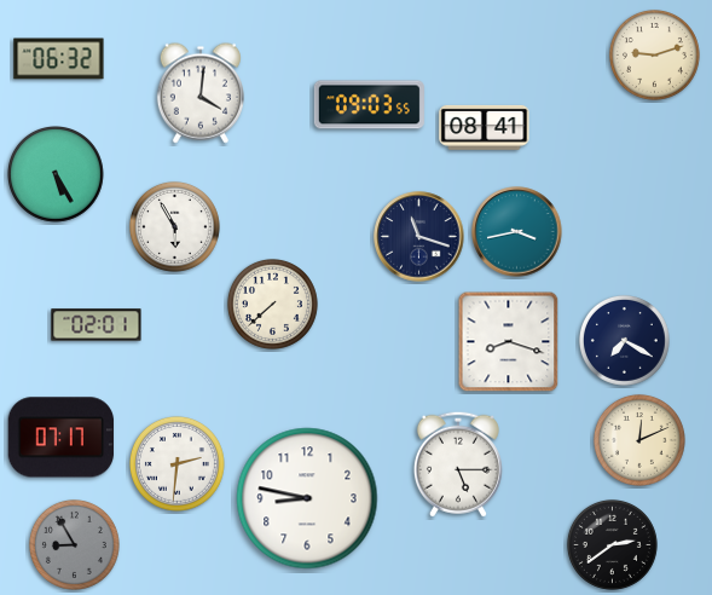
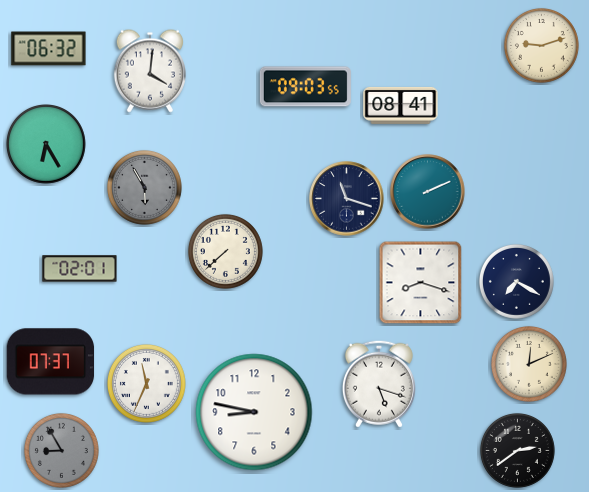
clock at (201, 93) position: (201, 93) -> (150, 71)
clock at (57, 175): 5:25 -> 6:25
clock at (174, 226) dial: white -> grey
clock at (517, 232): 3:43 -> 2:11
clock at (419, 237) position: (419, 237) -> (347, 199)
clock at (62, 438): 07:17 -> 07:37
clock at (178, 464): 2:31 -> 11:34
clock at (458, 464): 5:15 -> 5:18
clock at (612, 544) position: (612, 544) -> (517, 450)
